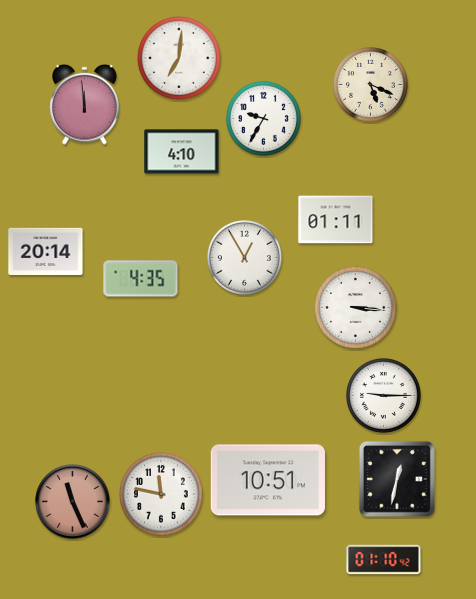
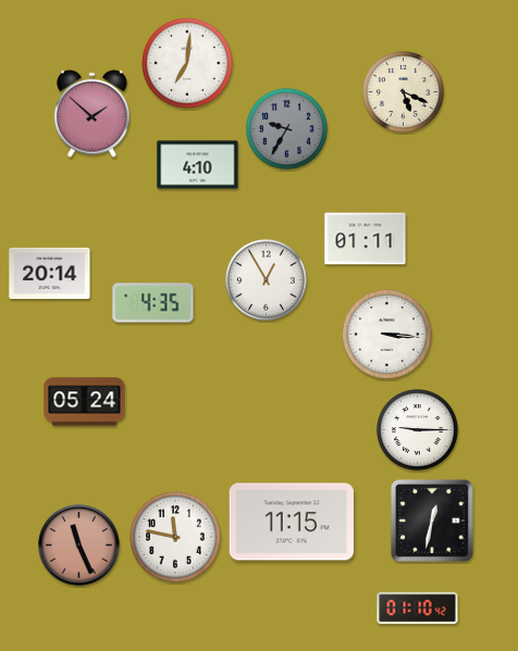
clock at (180, 59) position: (180, 59) -> (188, 64)
clock at (85, 104): 11:59 -> 1:52
clock at (263, 118) dial: white -> grey
clock at (85, 402): none -> 05:24
clock at (268, 480): 10:51 -> 11:15
